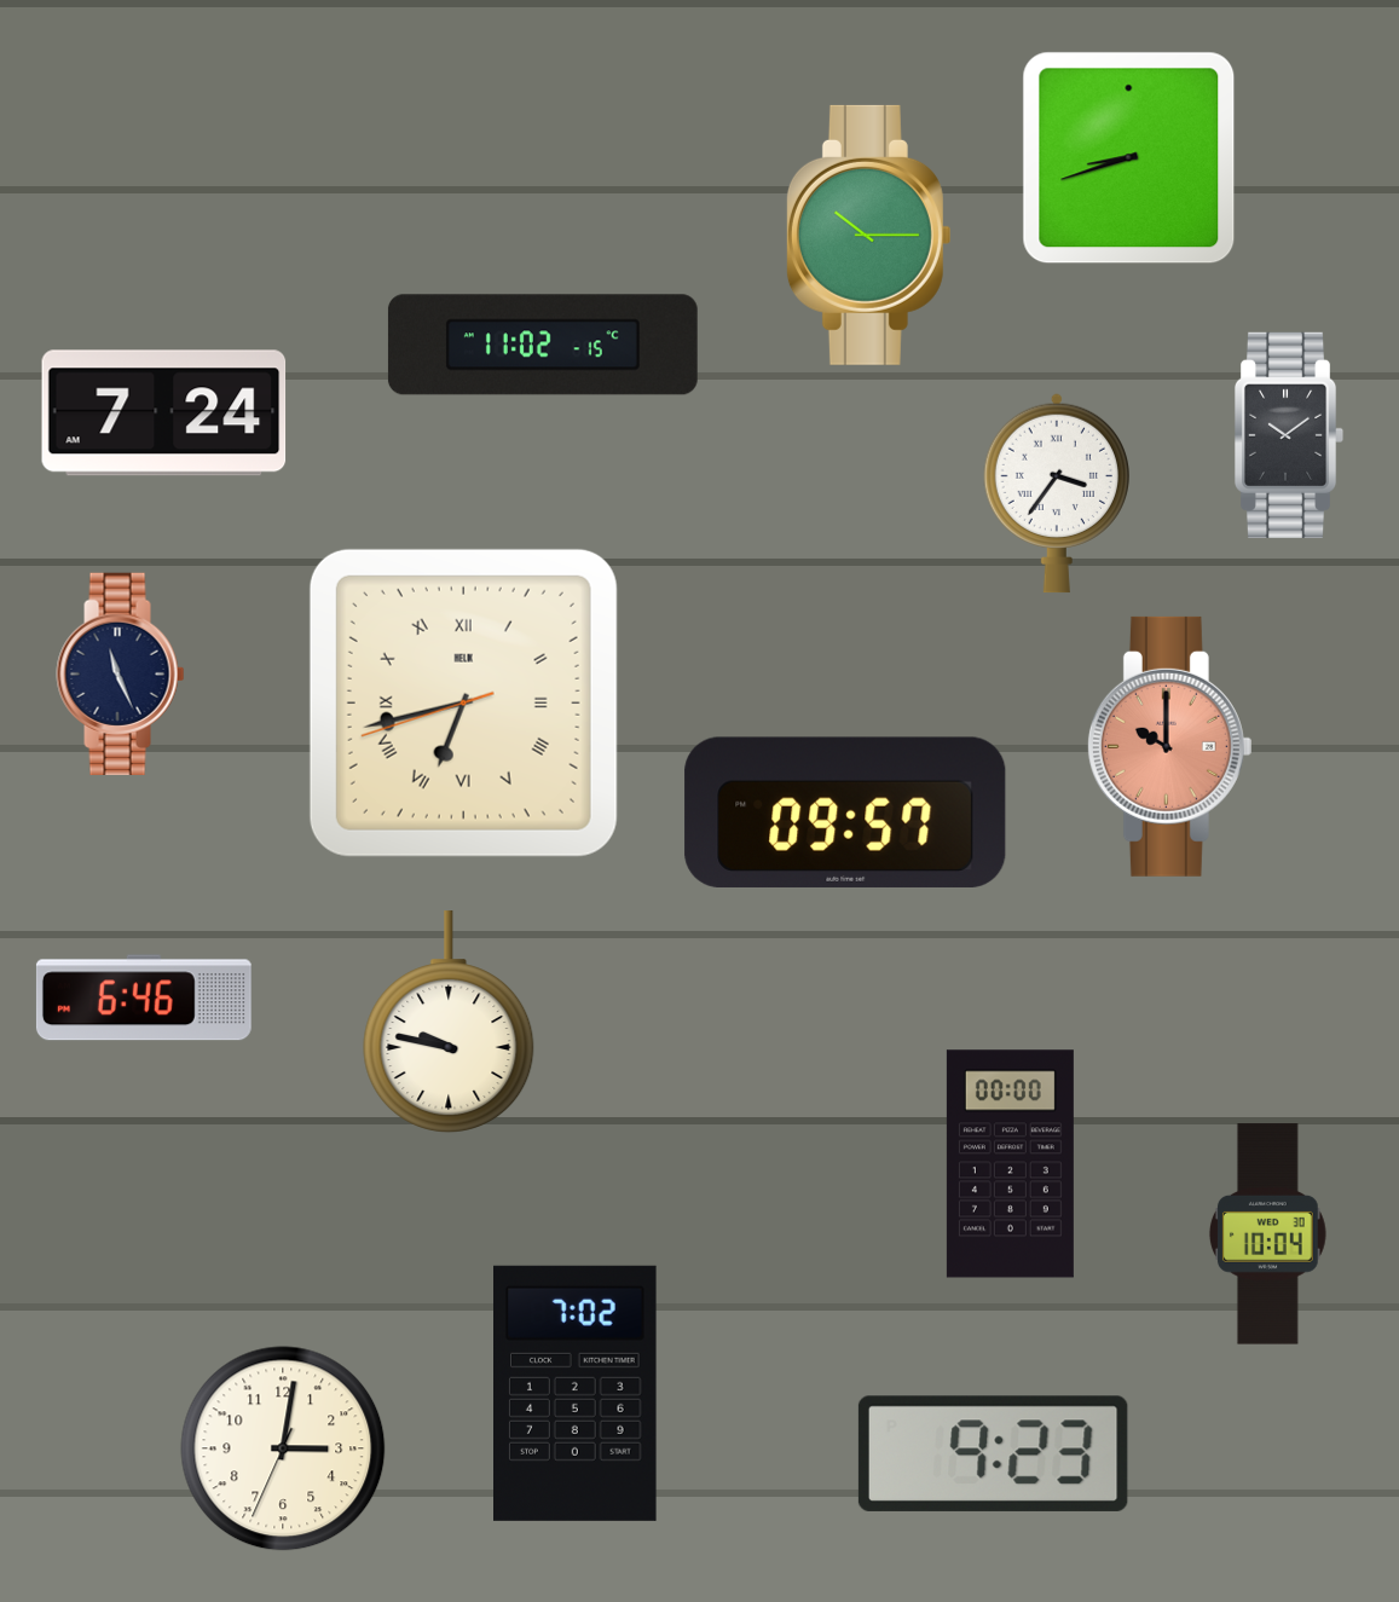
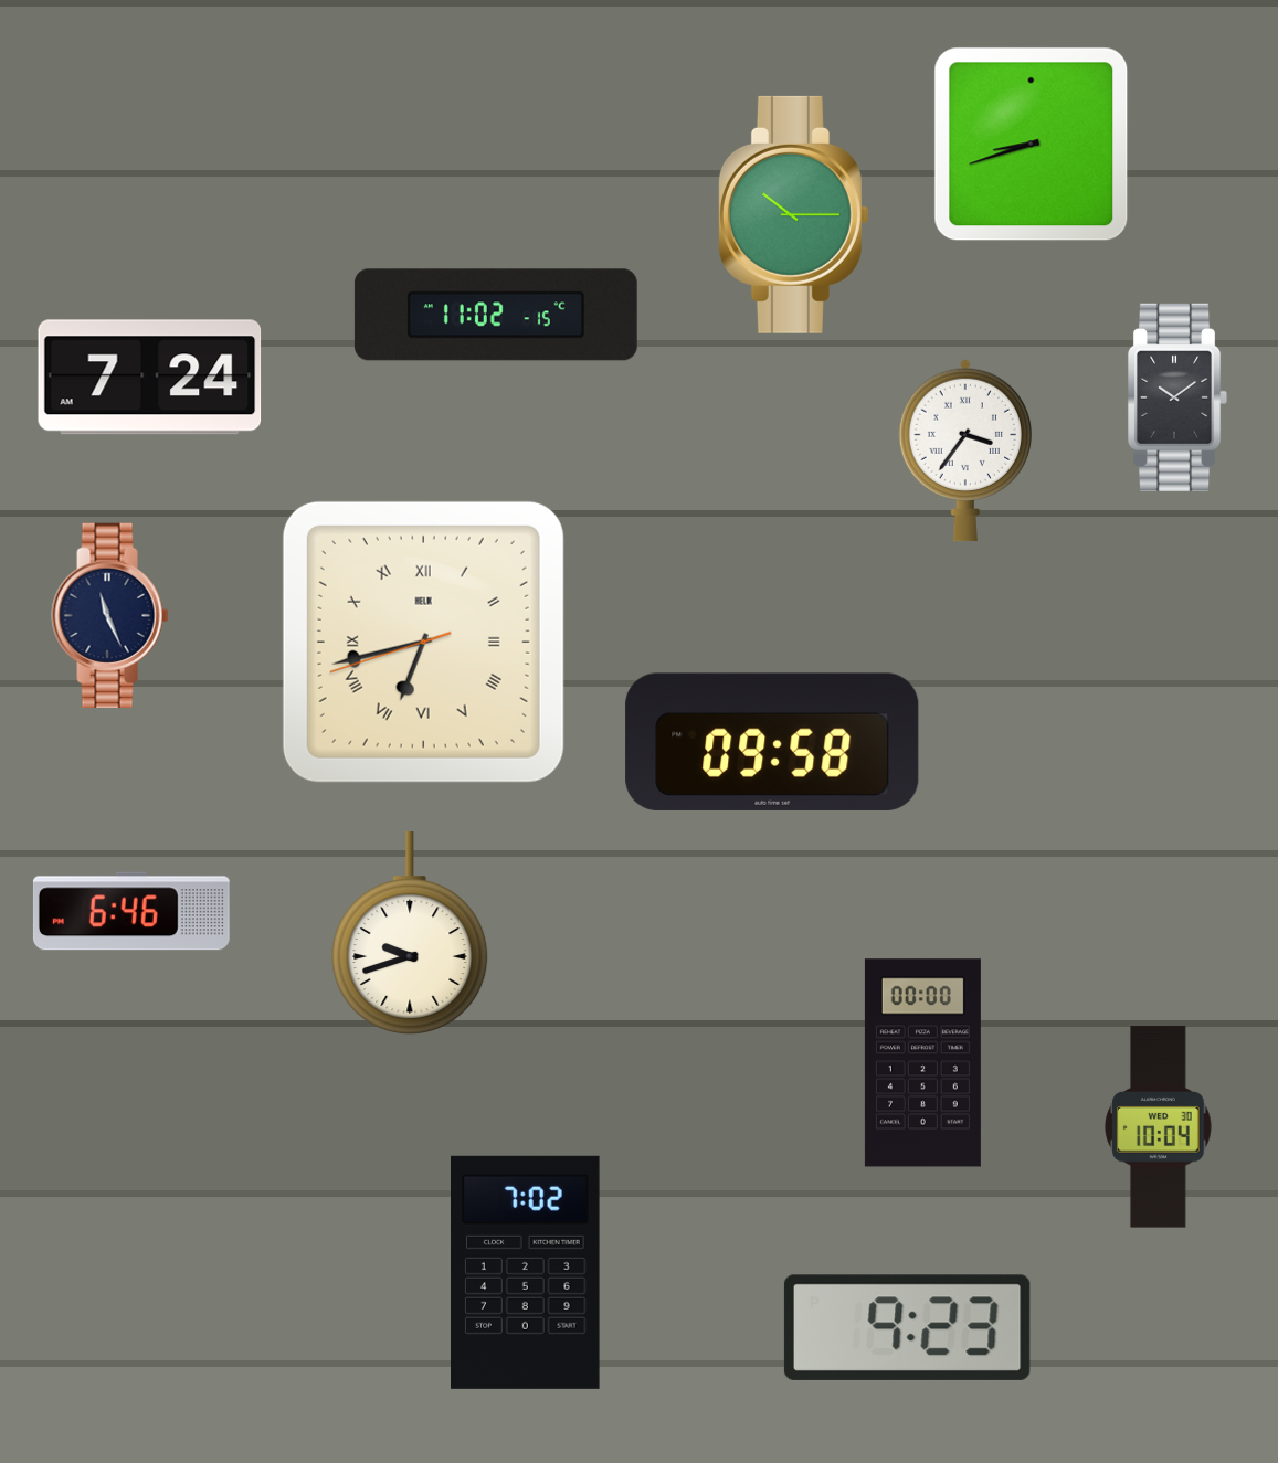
clock at (1169, 746): 10:00 -> none
clock at (845, 812): 09:57 -> 09:58
clock at (449, 1022): 9:47 -> 9:42
clock at (283, 1448): 3:01 -> none
